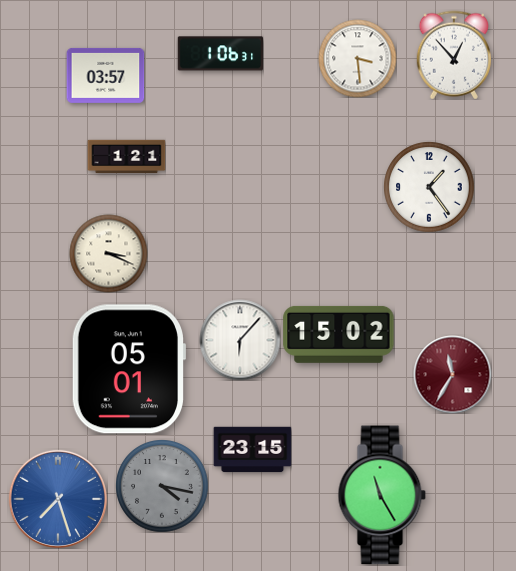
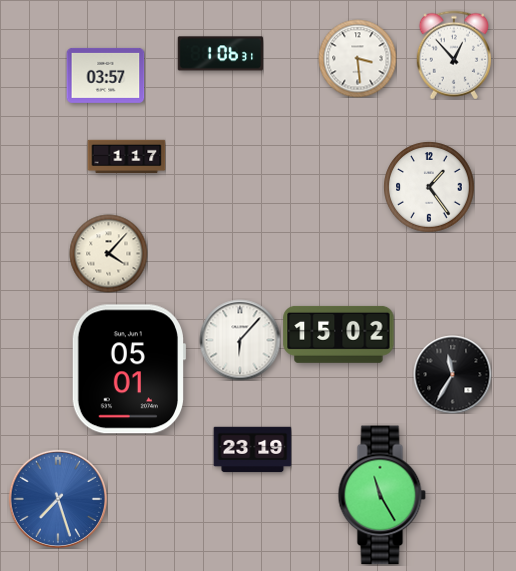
clock at (126, 157): 1:21 -> 1:17
clock at (108, 253): 3:19 -> 4:07
clock at (452, 374) dial: burgundy -> black
clock at (252, 450): 23:15 -> 23:19
clock at (162, 486): 4:17 -> none
